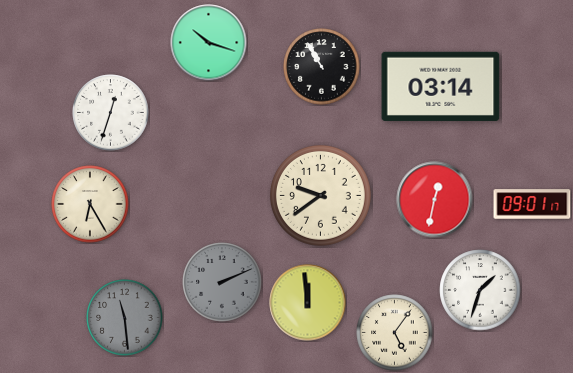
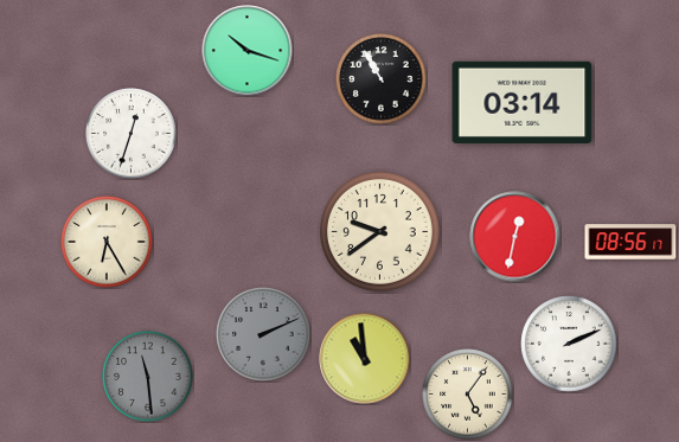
clock at (532, 204): 09:01 -> 08:56
clock at (480, 290): 1:33 -> 2:11
clock at (308, 303): 11:59 -> 10:59
